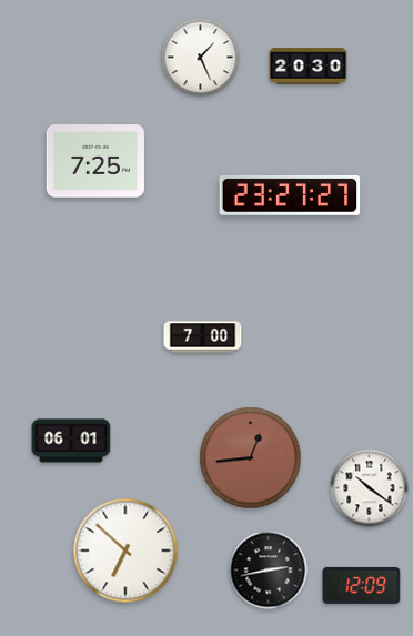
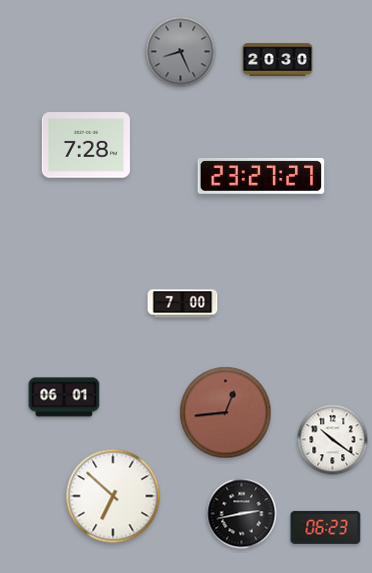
clock at (201, 58): 1:26 -> 8:26
clock at (201, 58) dial: white -> grey
clock at (95, 161): 7:25 -> 7:28
clock at (362, 585): 12:09 -> 06:23
